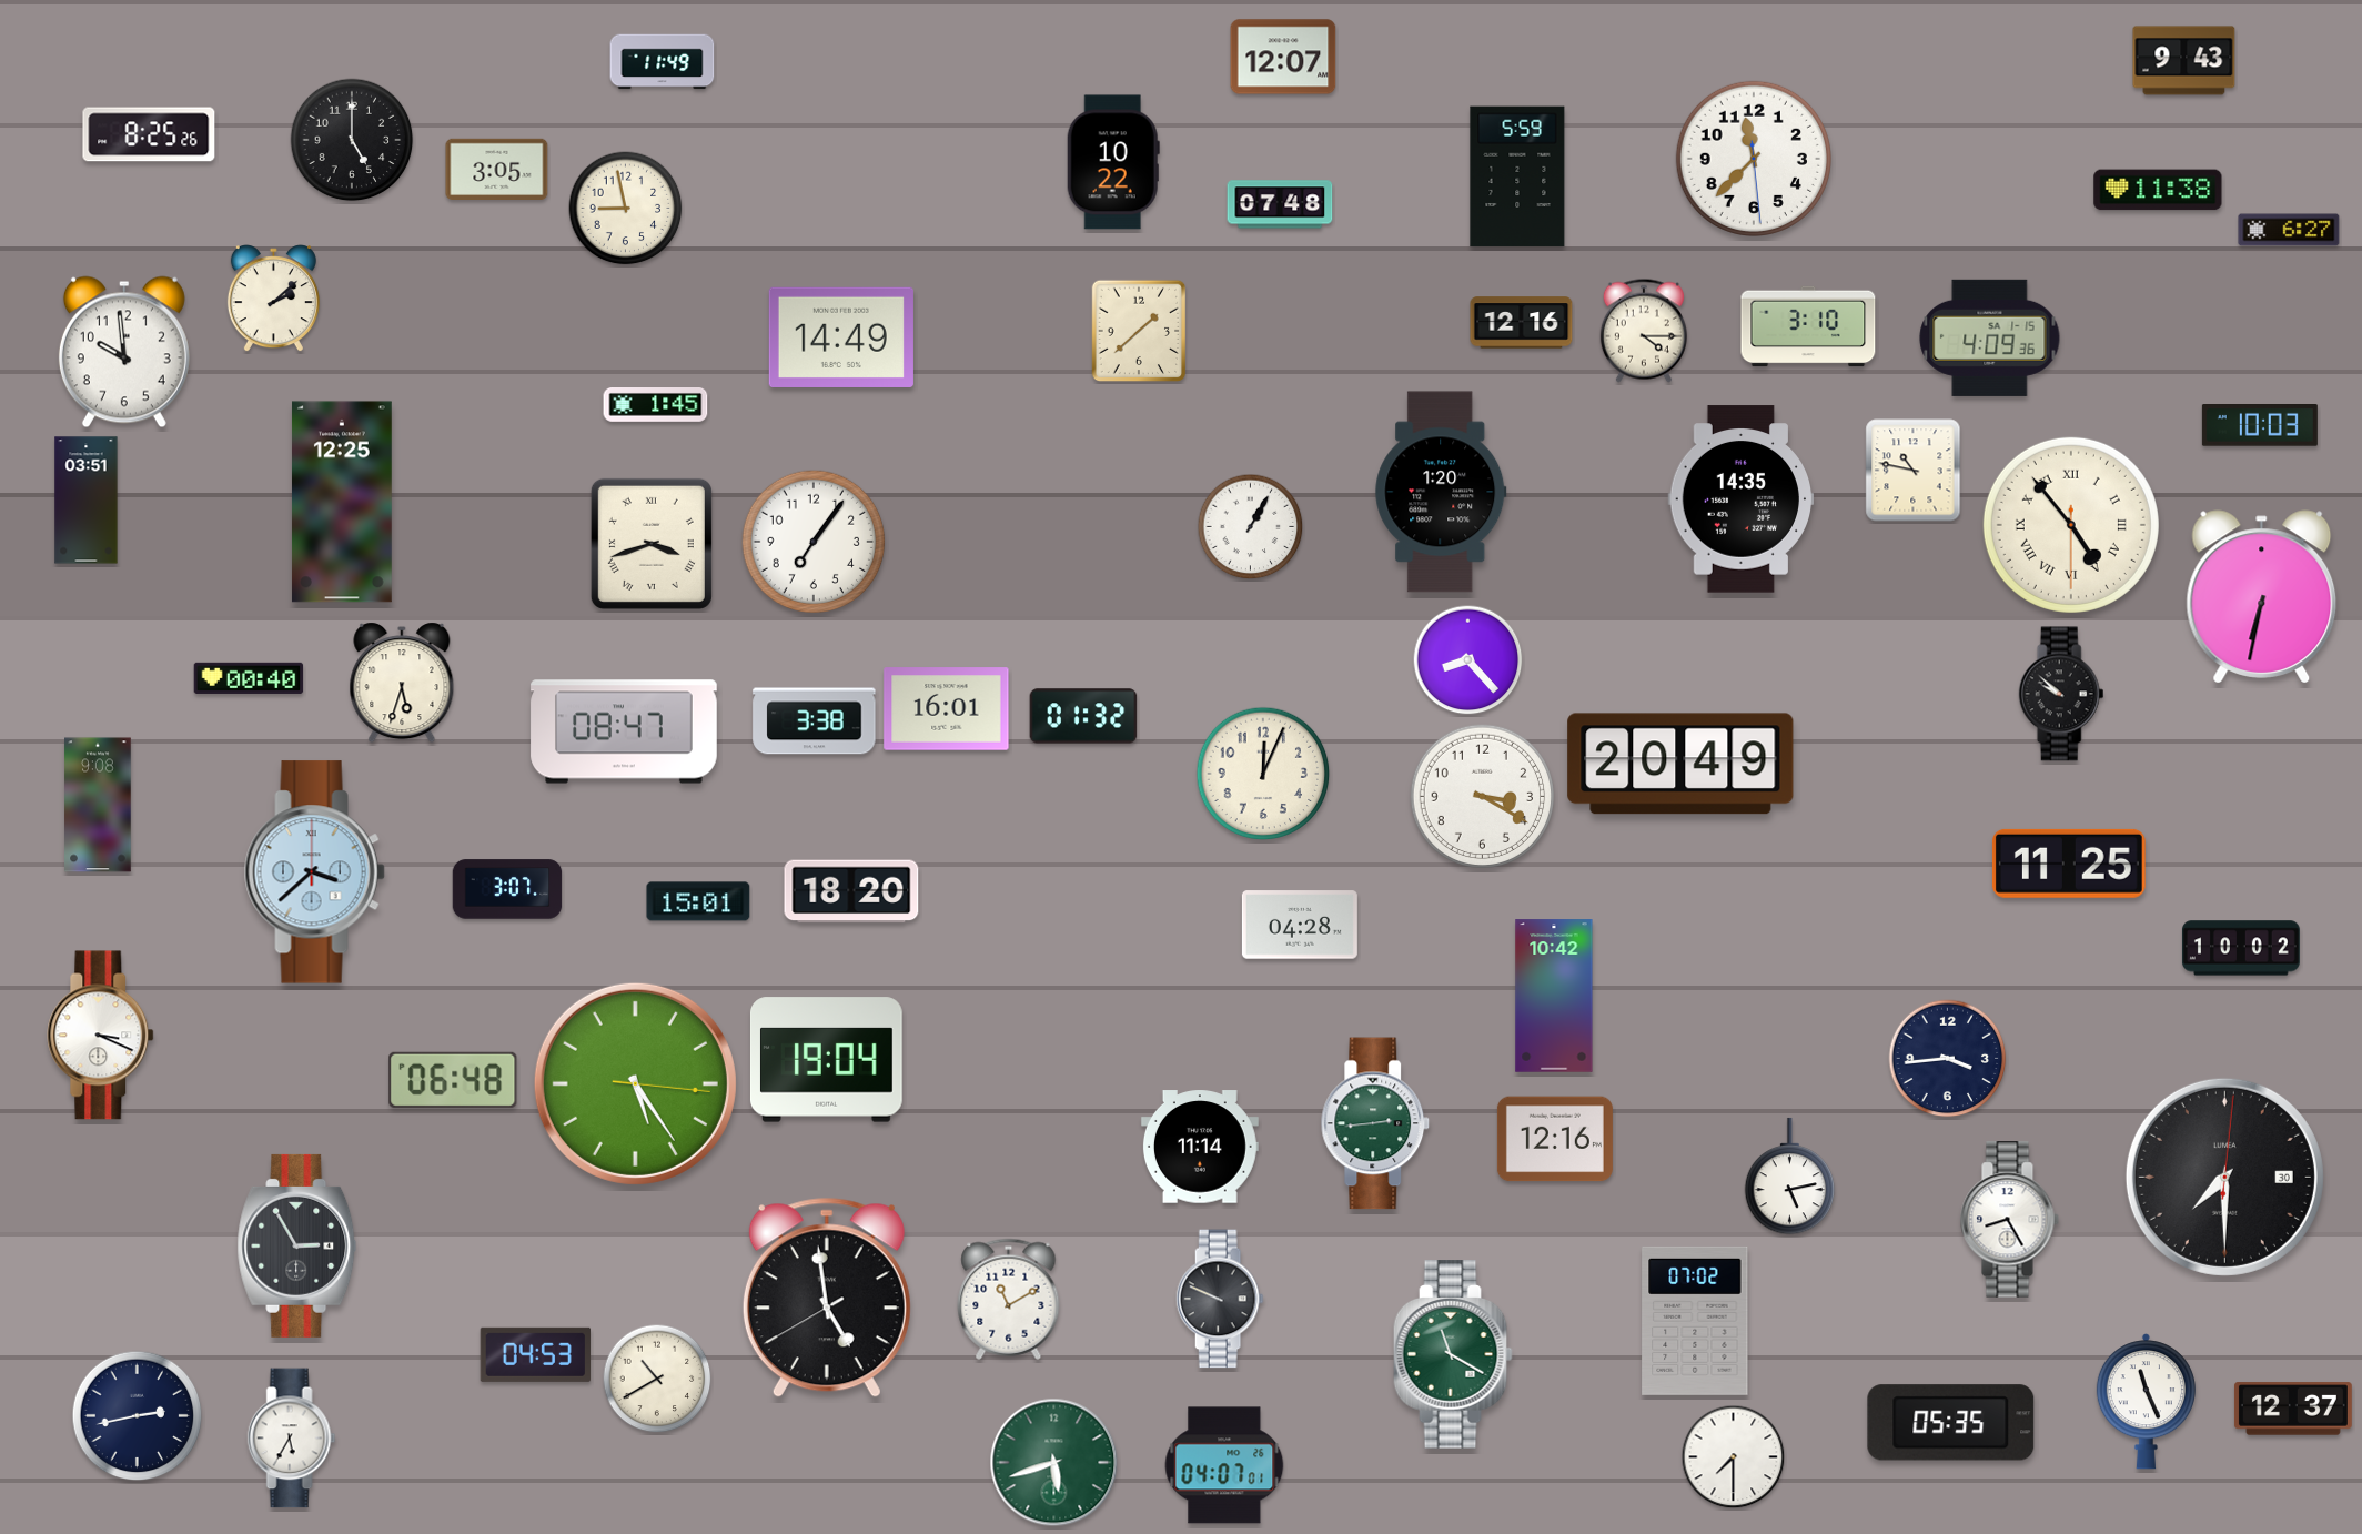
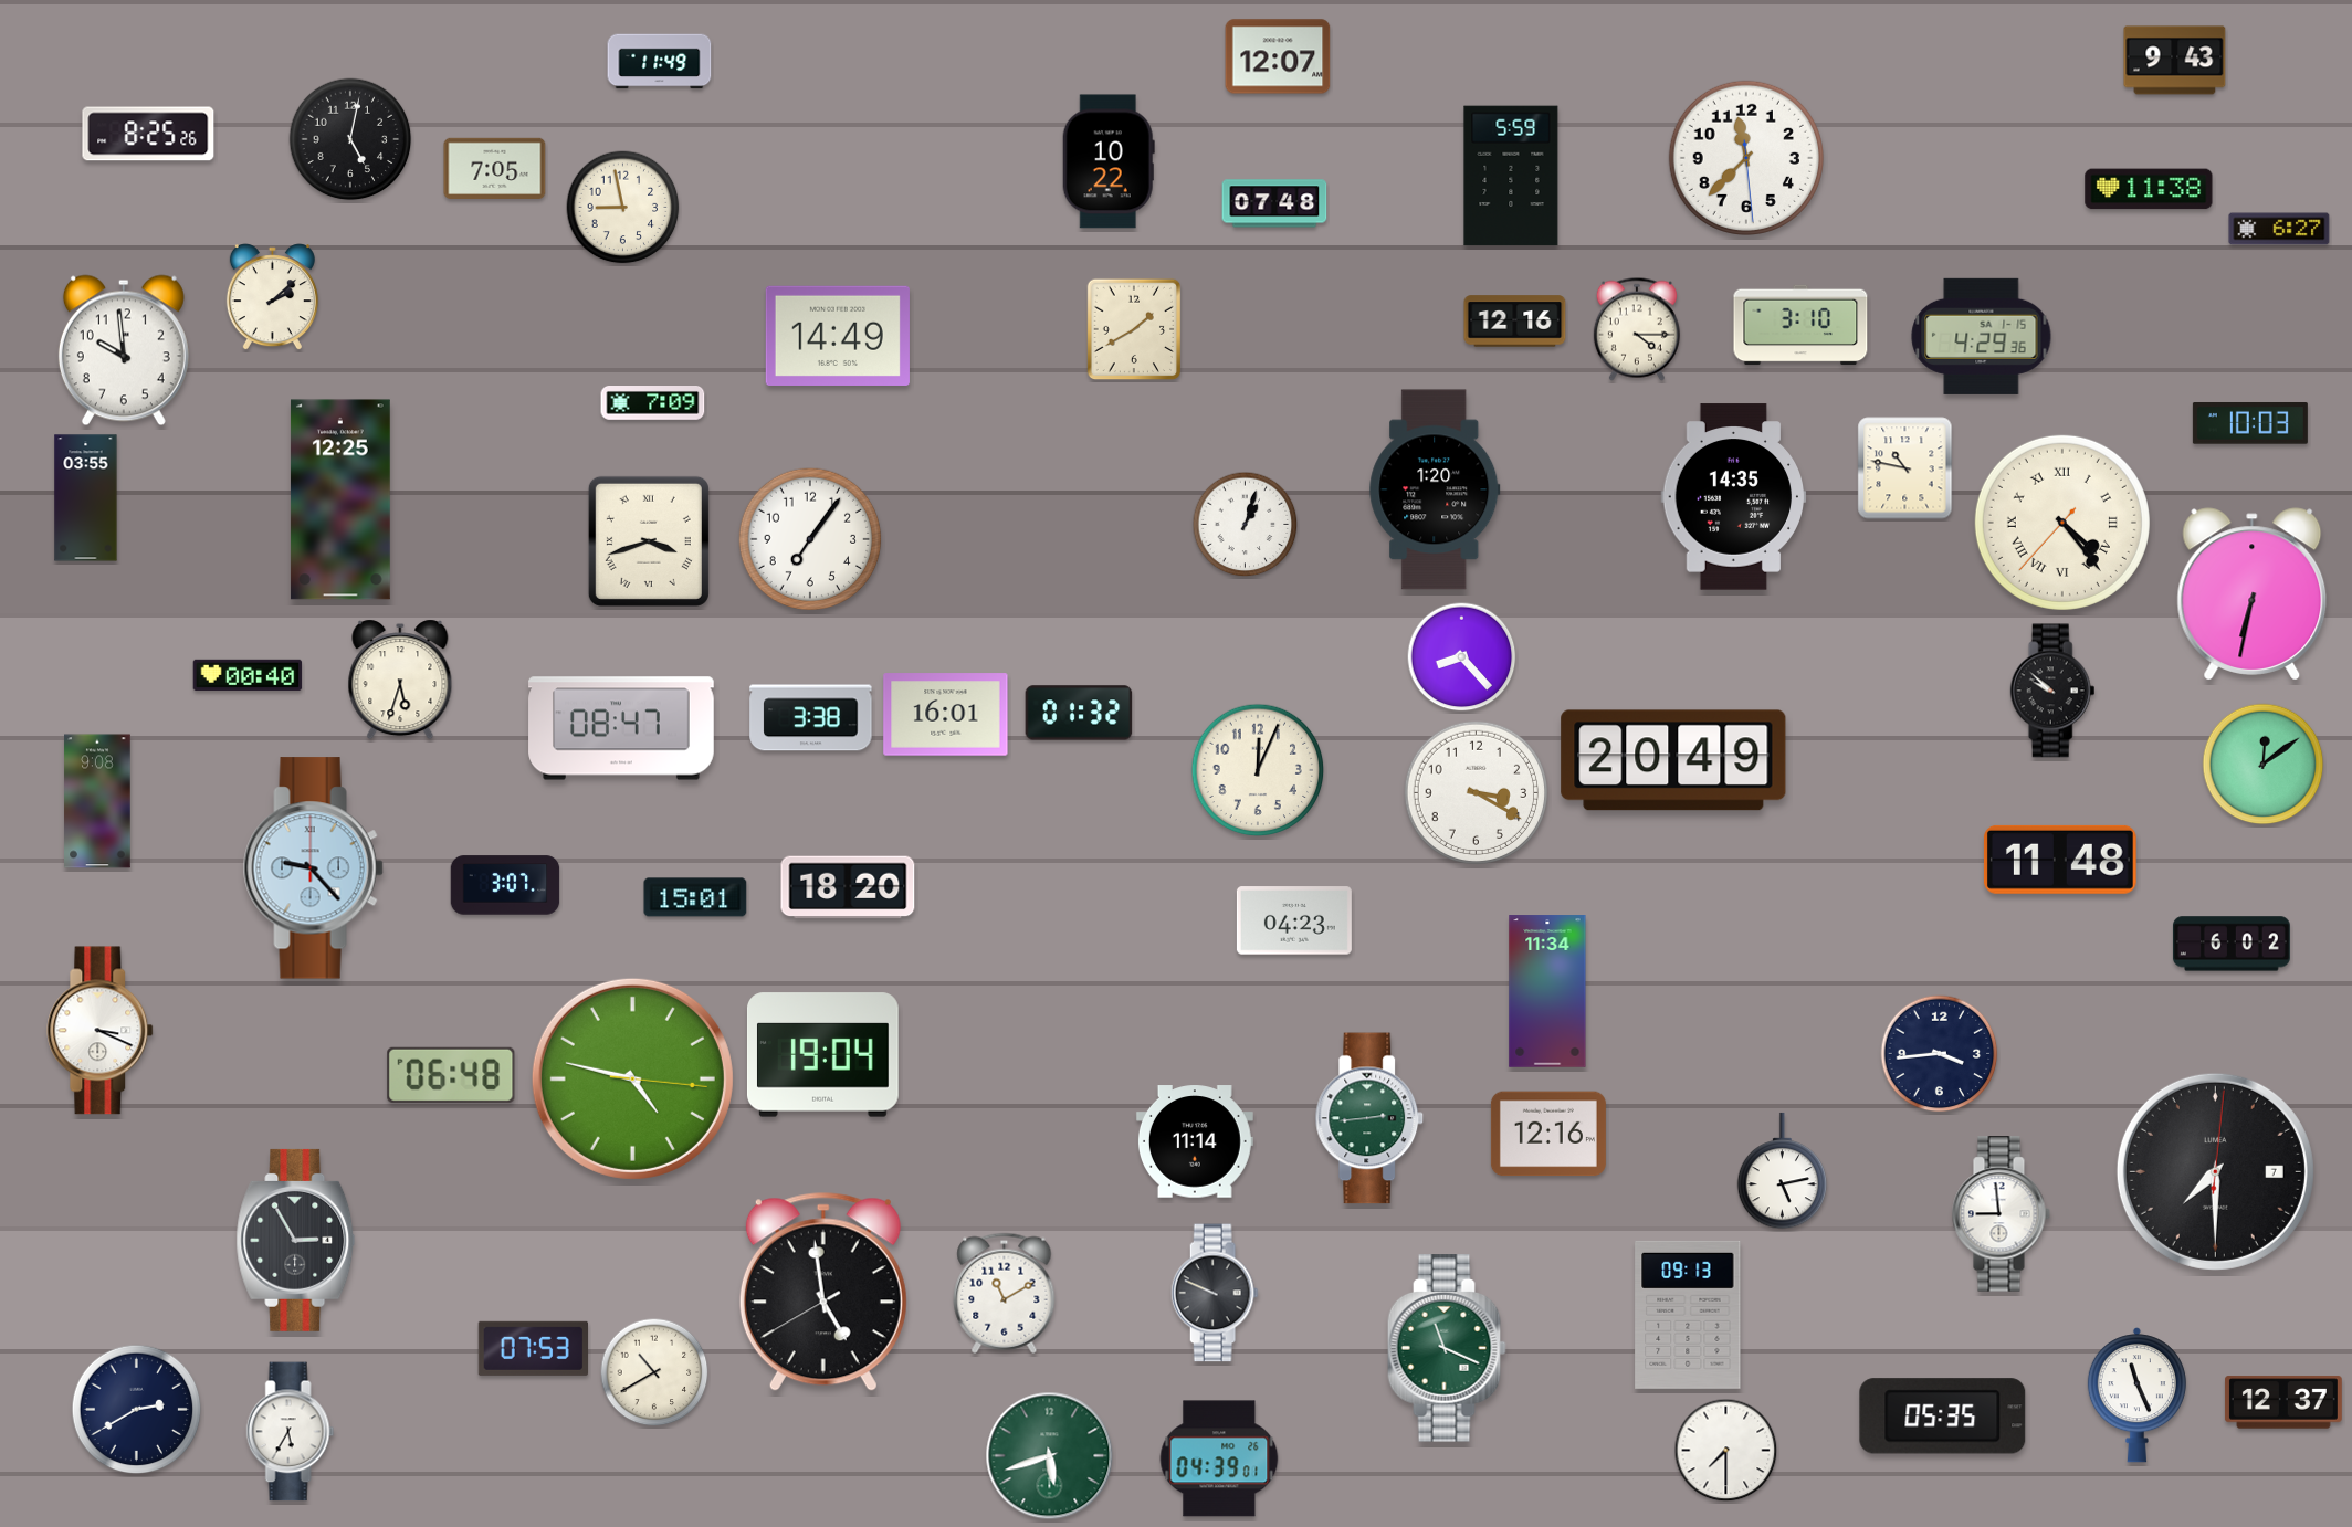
clock at (352, 140): 5:00 -> 5:02
clock at (497, 169): 3:05 -> 7:05
clock at (1139, 331): 1:38 -> 1:40
clock at (1990, 337): 4:09 -> 4:29
clock at (656, 405): 1:45 -> 7:09
clock at (87, 501): 03:51 -> 03:55
clock at (2071, 525): 4:53 -> 4:23
clock at (1251, 527): 1:05 -> 1:03
clock at (947, 709) position: (947, 709) -> (946, 715)
clock at (2264, 765): none -> 12:09
clock at (2069, 864): 11:25 -> 11:48
clock at (314, 872): 3:38 -> 9:23
clock at (1300, 925): 04:28 -> 04:23
clock at (2241, 948): 10:02 -> 6:02
clock at (1554, 996): 10:42 -> 11:34
clock at (635, 1083): 5:24 -> 4:47
clock at (2224, 1177) date: 30 -> 7
clock at (2009, 1220): 8:25 -> 8:59
clock at (1695, 1321): 07:02 -> 09:13
clock at (535, 1354): 04:53 -> 07:53
clock at (1453, 1354): 11:20 -> 11:19
clock at (138, 1416): 2:43 -> 2:40
clock at (1224, 1465): 04:07 -> 04:39
